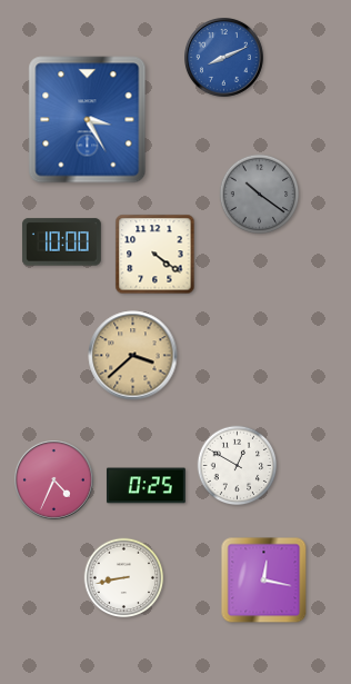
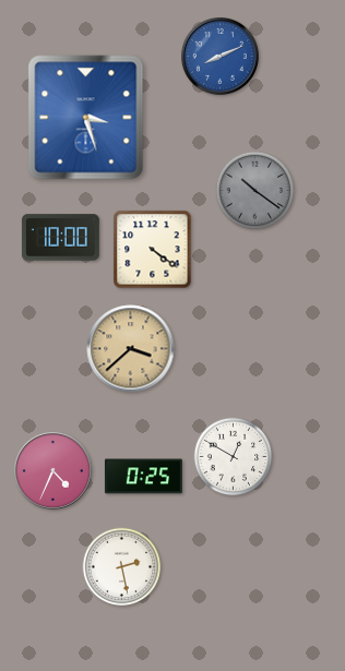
clock at (88, 120): 3:25 -> 3:27
clock at (124, 578): 8:43 -> 2:28
clock at (264, 581): 12:17 -> none
